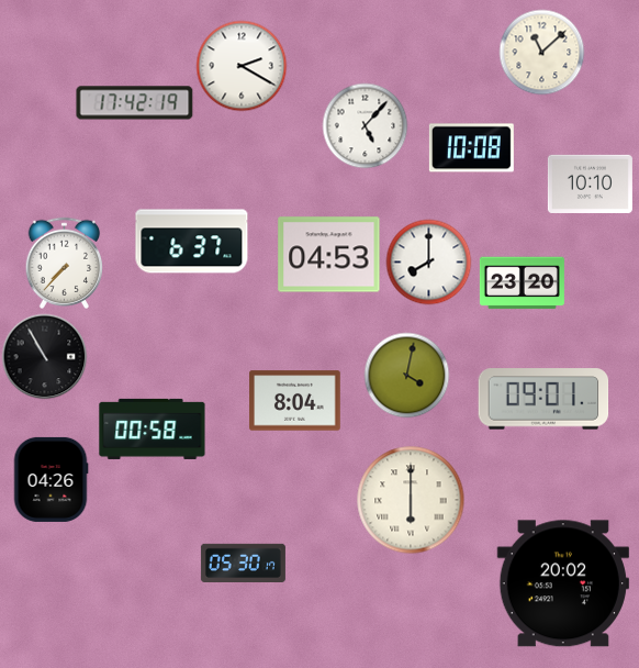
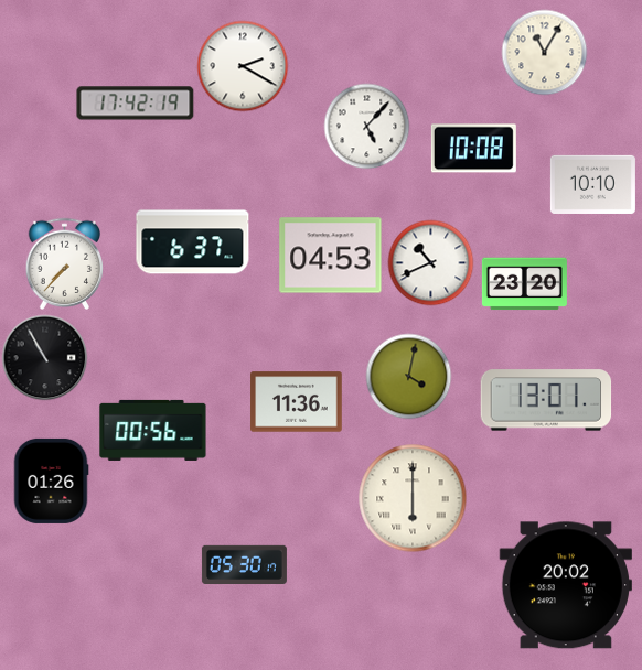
clock at (541, 52): 11:08 -> 11:05
clock at (428, 261): 8:00 -> 10:41
clock at (543, 399): 09:01 -> 13:01
clock at (295, 401): 8:04 -> 11:36
clock at (153, 428): 00:58 -> 00:56
clock at (51, 479): 04:26 -> 01:26
clock at (411, 500) position: (411, 500) -> (413, 498)
